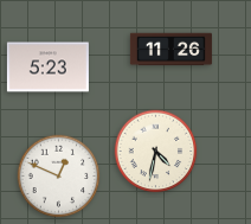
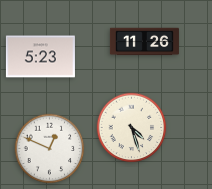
clock at (156, 152): 4:32 -> 4:27
